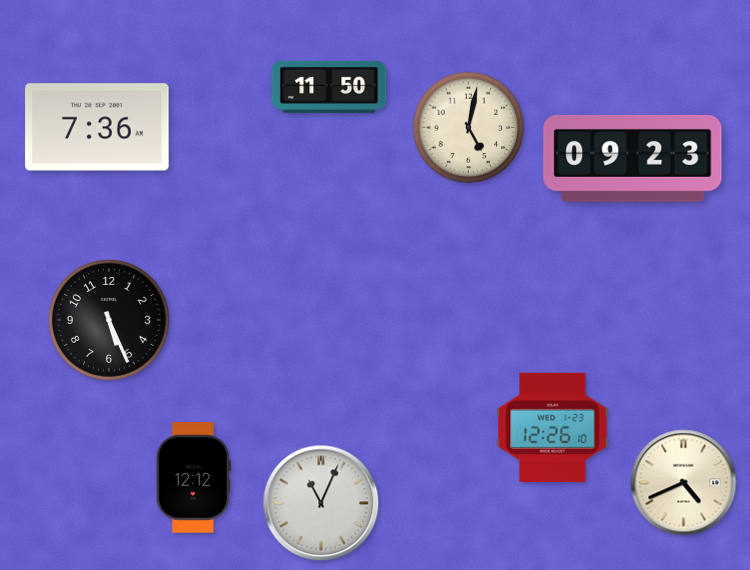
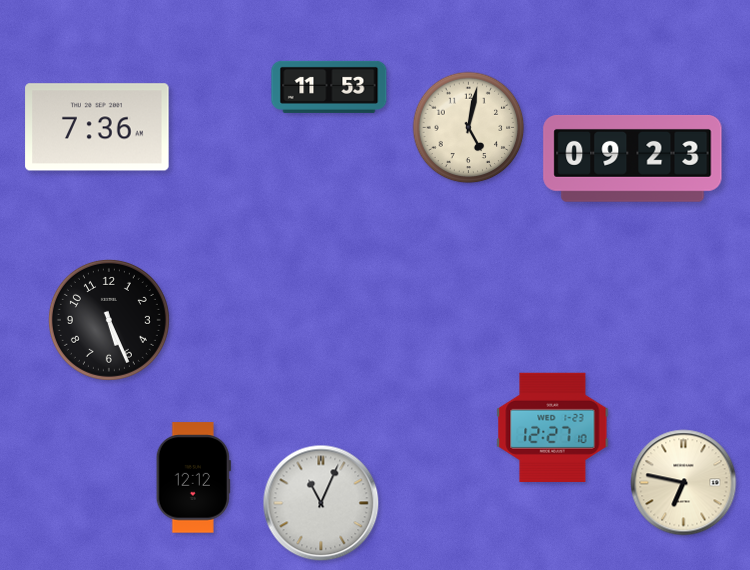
clock at (329, 87): 11:50 -> 11:53
clock at (553, 427): 12:26 -> 12:27
clock at (684, 483): 4:41 -> 6:47
